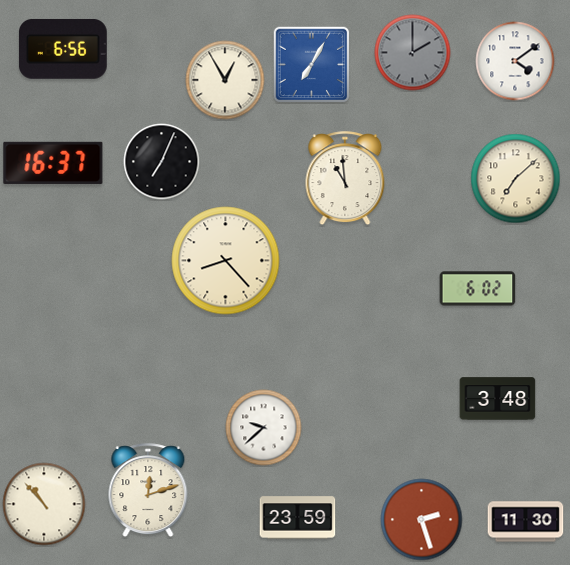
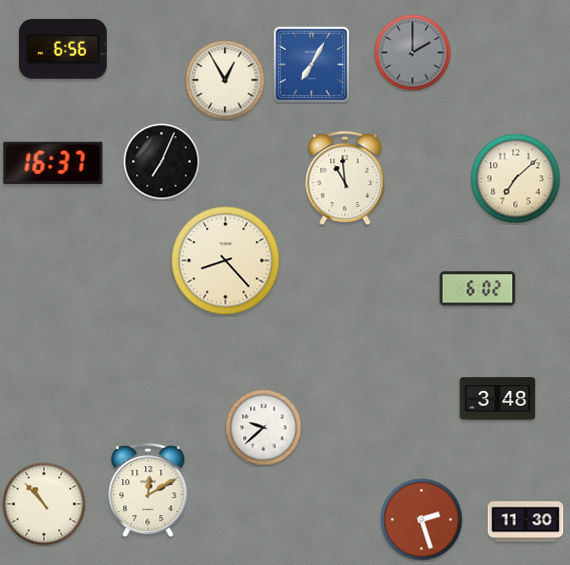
clock at (515, 61): 4:09 -> none
clock at (148, 491): 12:12 -> 12:10
clock at (298, 518): 23:59 -> none
